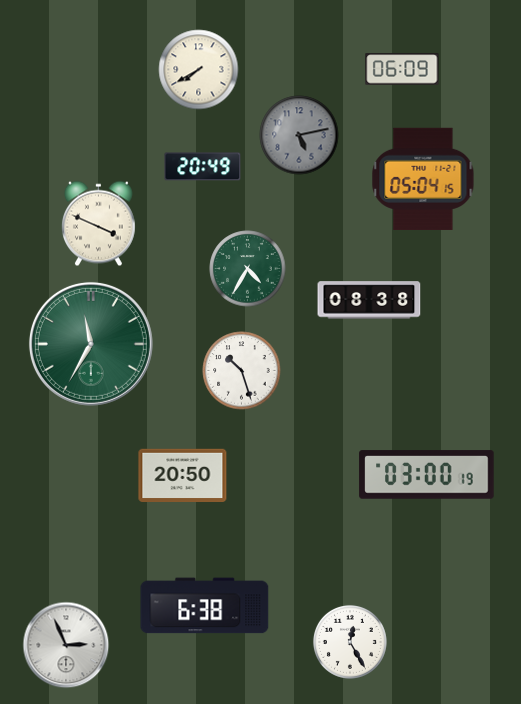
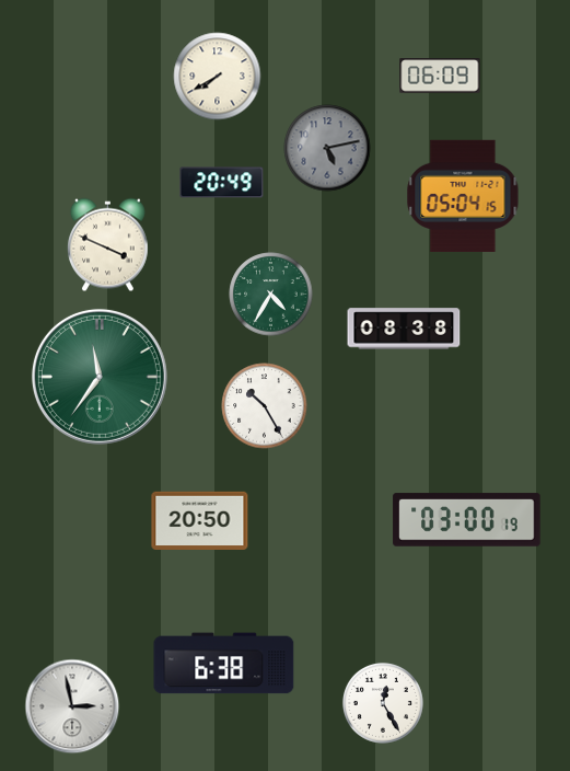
clock at (91, 344): 11:35 -> 11:36
clock at (242, 371): 10:27 -> 10:25
clock at (66, 645): 2:56 -> 2:58
